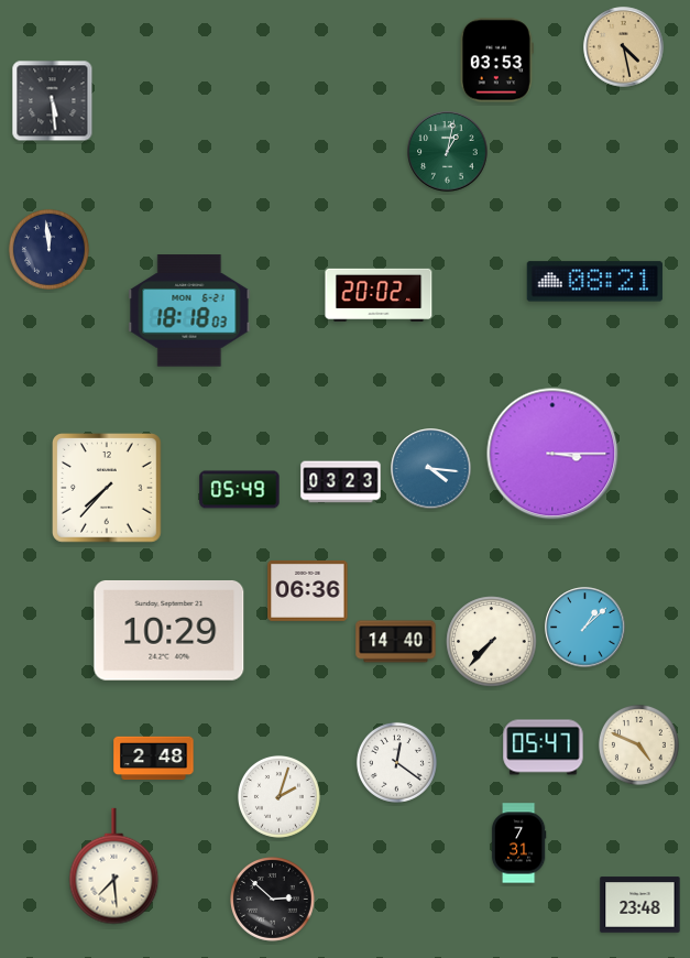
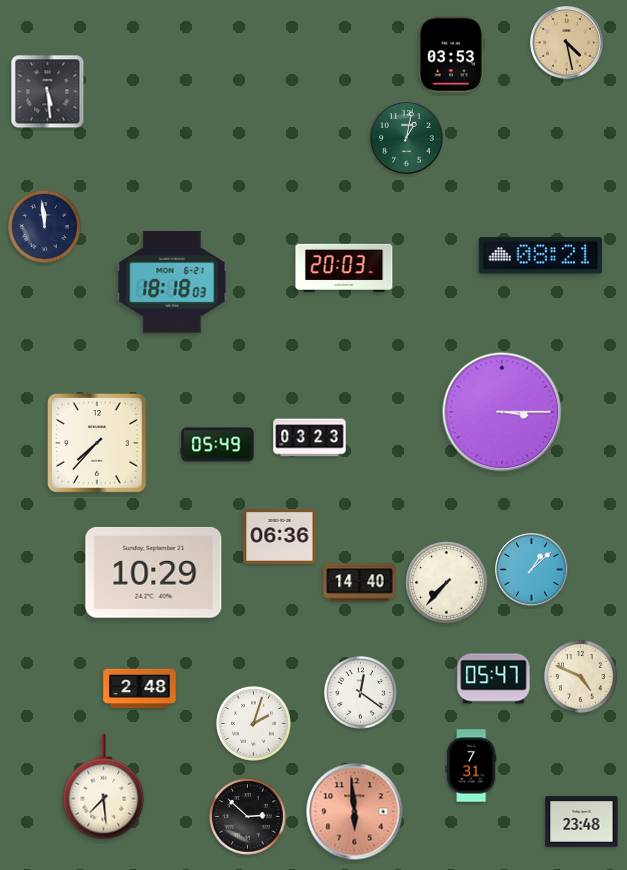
clock at (379, 295): 20:02 -> 20:03
clock at (431, 469): 4:16 -> none
clock at (355, 812): none -> 5:59
